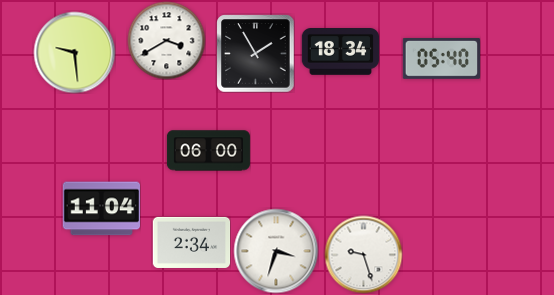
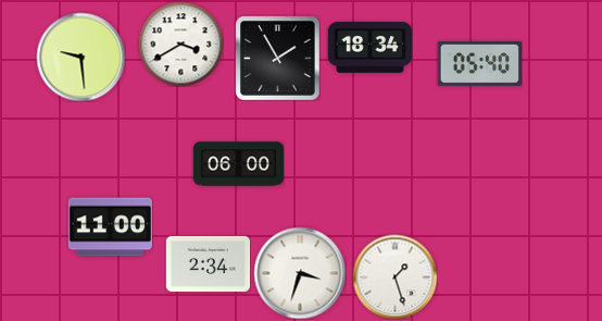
clock at (340, 52) position: (340, 52) -> (369, 48)
clock at (208, 151) position: (208, 151) -> (238, 164)
clock at (101, 209): 11:04 -> 11:00
clock at (363, 254): 9:27 -> 1:27
